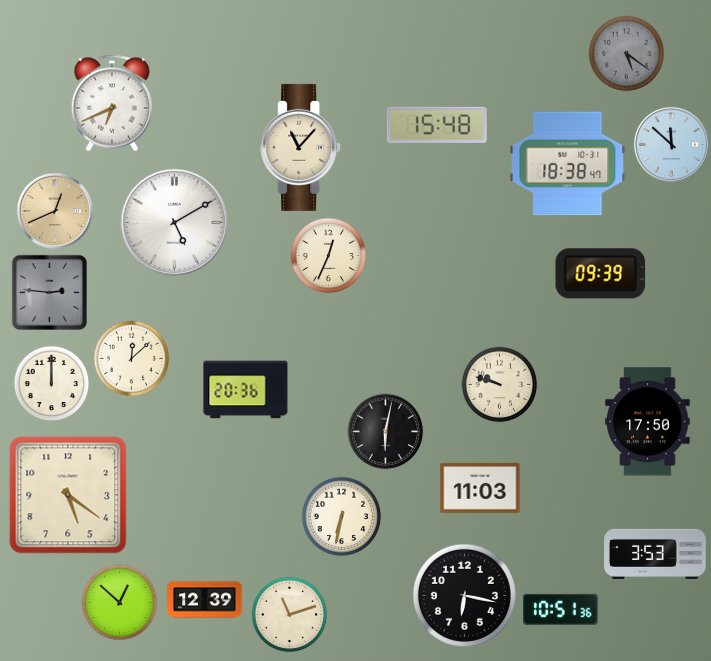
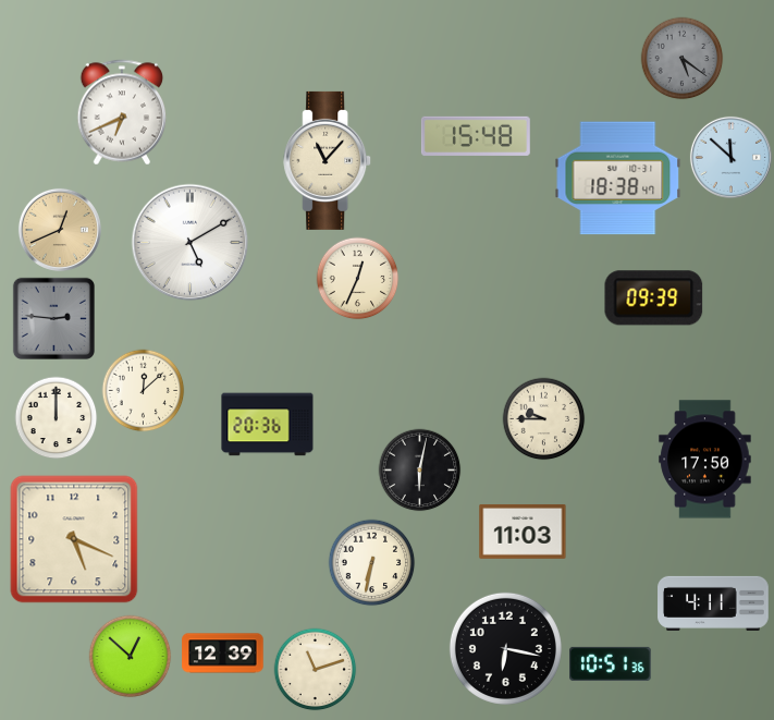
clock at (500, 385): 9:48 -> 9:45
clock at (68, 495): 5:21 -> 5:19
clock at (655, 554): 3:53 -> 4:11
